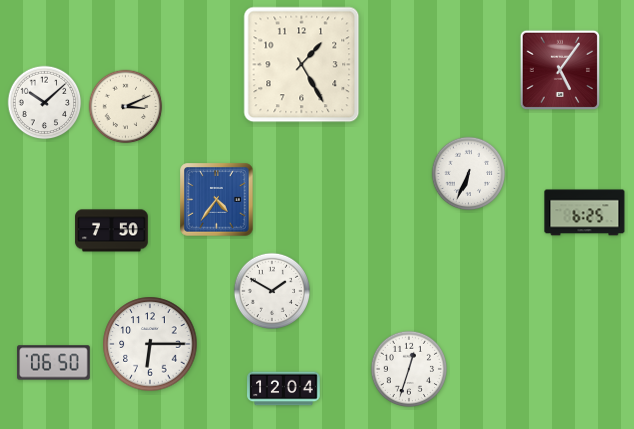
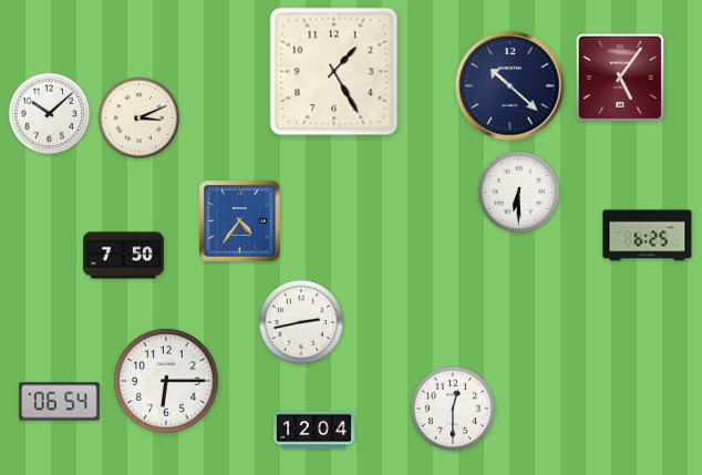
clock at (510, 86): none -> 10:22
clock at (469, 174): 6:34 -> 6:30
clock at (272, 291): 1:50 -> 2:43
clock at (54, 363): 06:50 -> 06:54
clock at (409, 369): 12:33 -> 12:30
